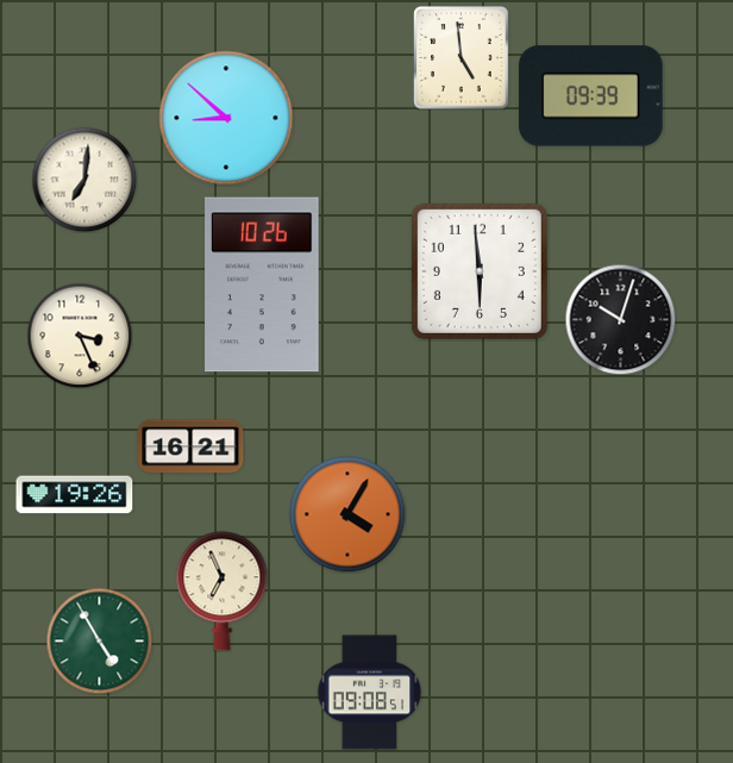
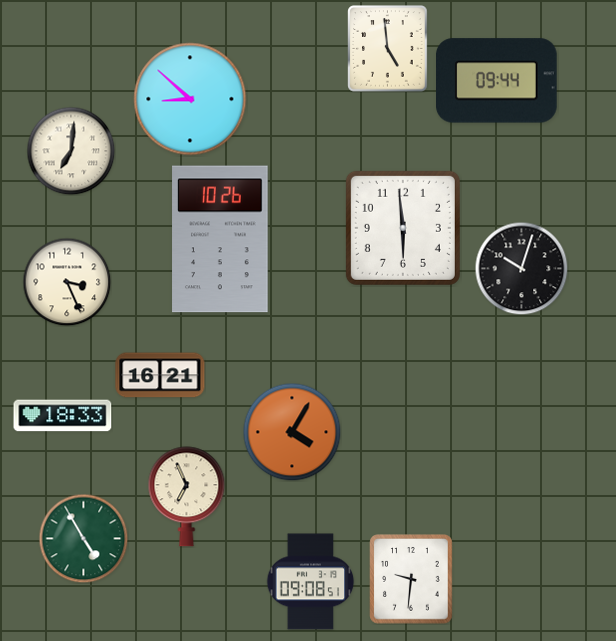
clock at (591, 96): 09:39 -> 09:44
clock at (75, 495): 19:26 -> 18:33
clock at (411, 579): none -> 9:31
